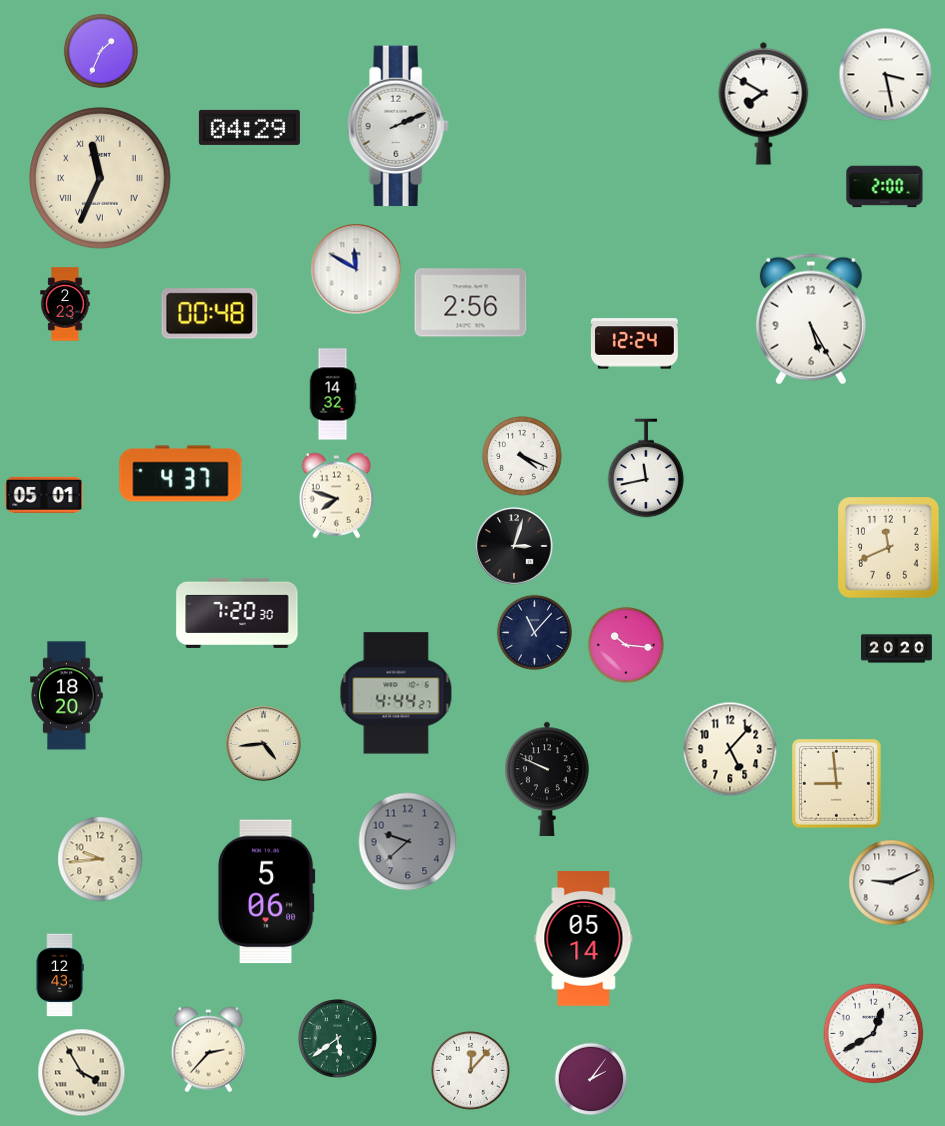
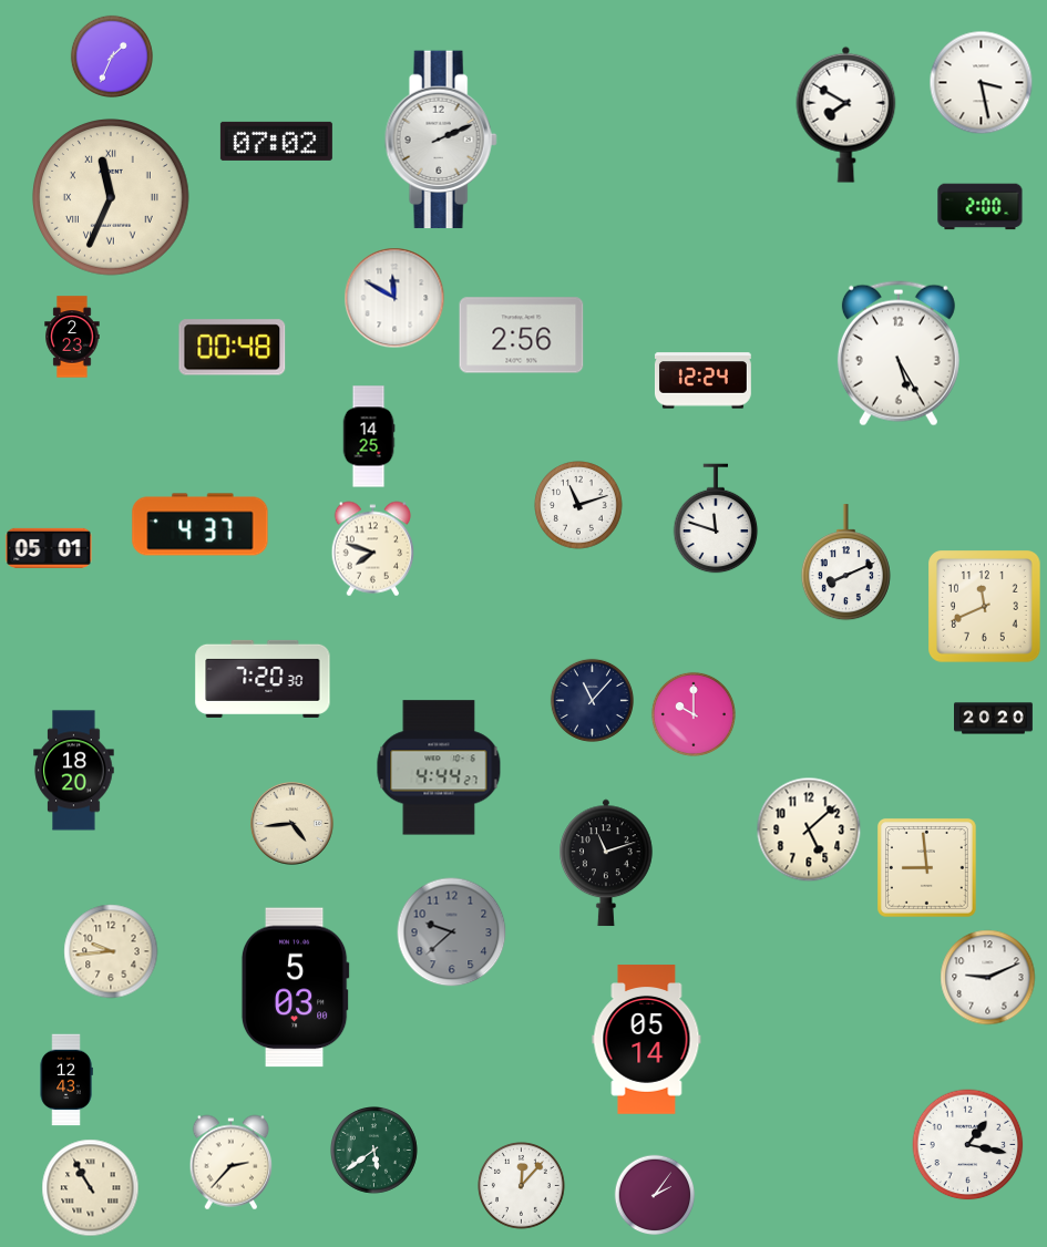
clock at (249, 127): 04:29 -> 07:02
clock at (333, 394): 14:32 -> 14:25
clock at (522, 456): 4:19 -> 11:12
clock at (646, 468): 11:43 -> 11:48
clock at (845, 563): none -> 8:11
clock at (514, 546): 3:03 -> none
clock at (626, 645): 10:16 -> 10:00
clock at (730, 749): 5:07 -> 5:08
clock at (548, 779): 9:49 -> 11:12
clock at (266, 892): 5:06 -> 5:03
clock at (874, 1034): 12:40 -> 1:17
clock at (82, 1073): 3:55 -> 10:55
